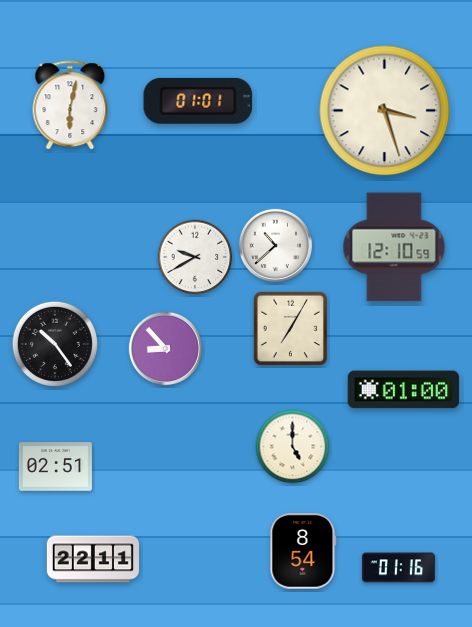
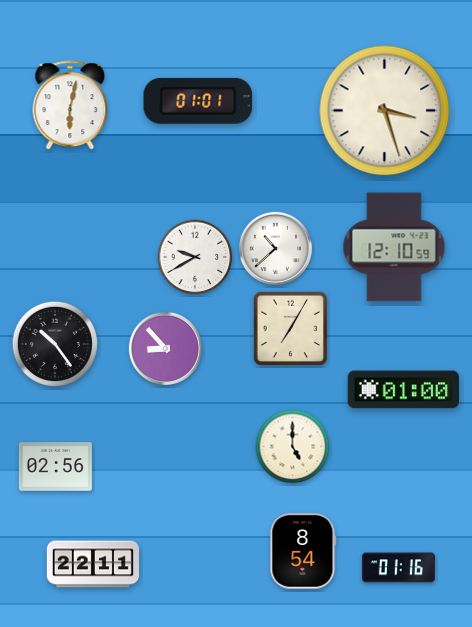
clock at (275, 245) position: (275, 245) -> (275, 248)
clock at (55, 467): 02:51 -> 02:56
clock at (93, 559) position: (93, 559) -> (93, 564)
